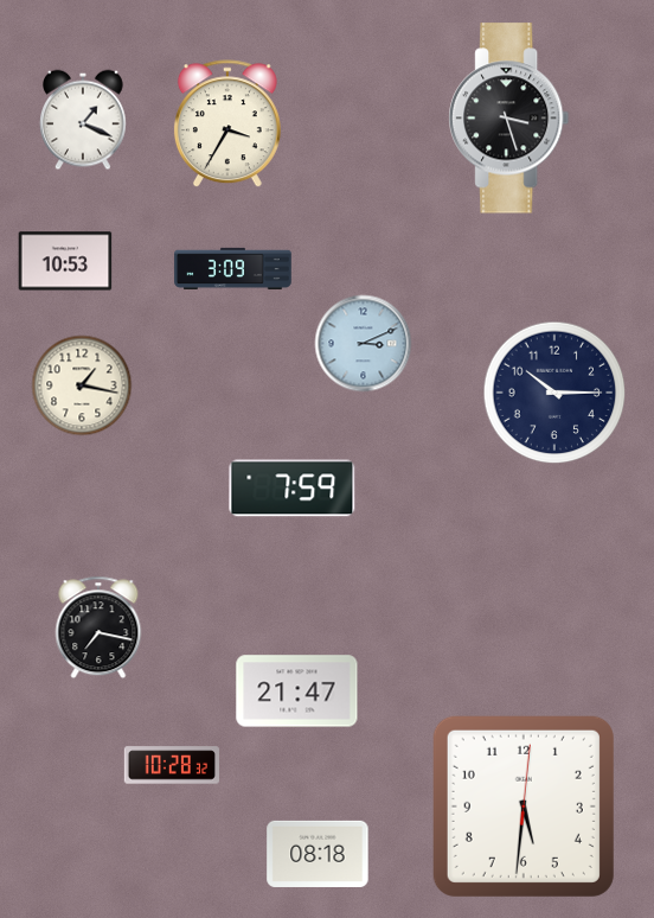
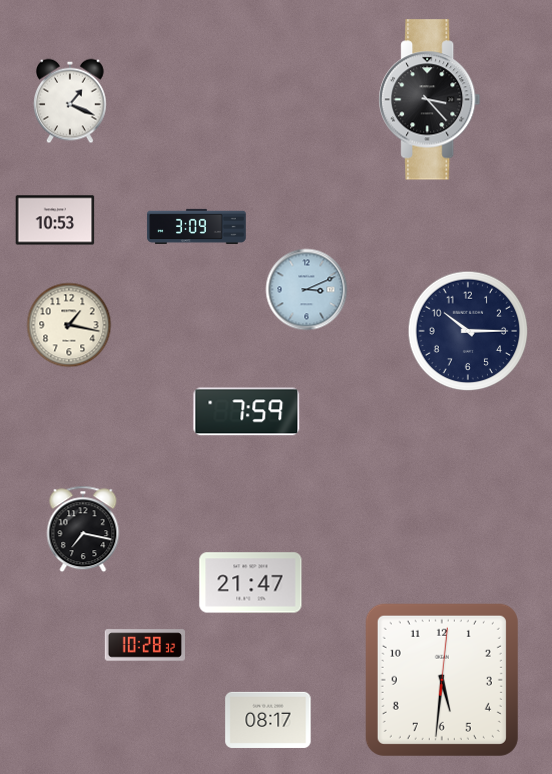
clock at (509, 119): 3:27 -> 3:23
clock at (227, 125): 3:35 -> none
clock at (318, 854): 08:18 -> 08:17
